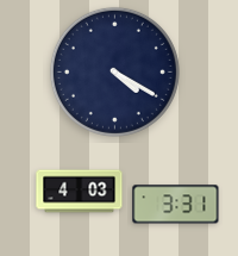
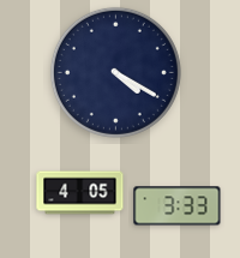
clock at (80, 192): 4:03 -> 4:05
clock at (176, 205): 3:31 -> 3:33
